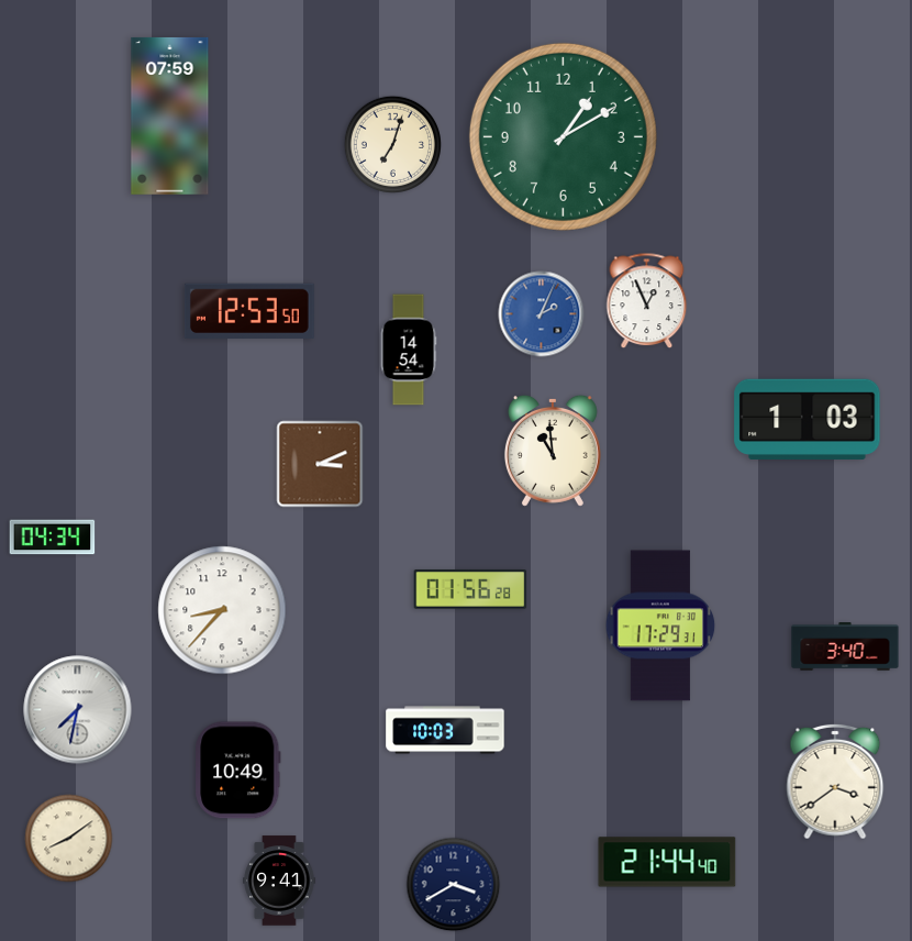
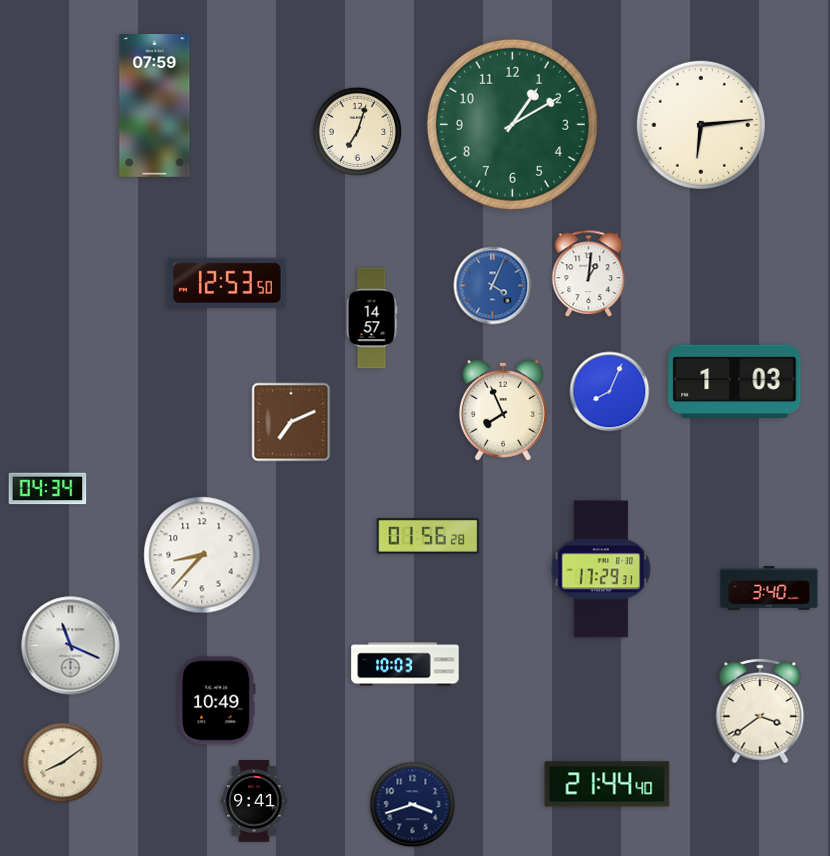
clock at (701, 125): none -> 6:14
clock at (647, 301): 12:56 -> 1:01
clock at (542, 314): 2:04 -> 4:04
clock at (409, 350): 14:54 -> 14:57
clock at (610, 392): none -> 8:04
clock at (553, 451): 10:59 -> 7:56
clock at (320, 464): 3:11 -> 7:11
clock at (78, 710): 7:32 -> 11:19
clock at (454, 885): 3:40 -> 3:42
